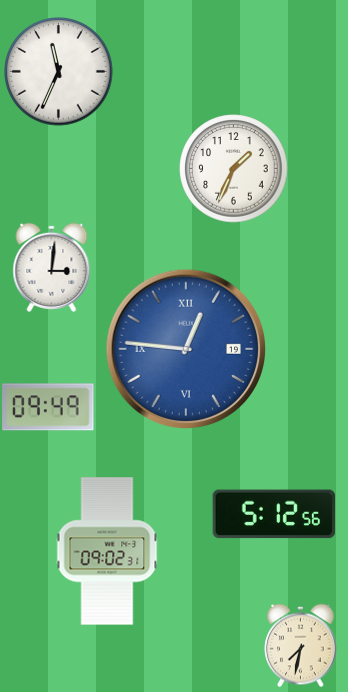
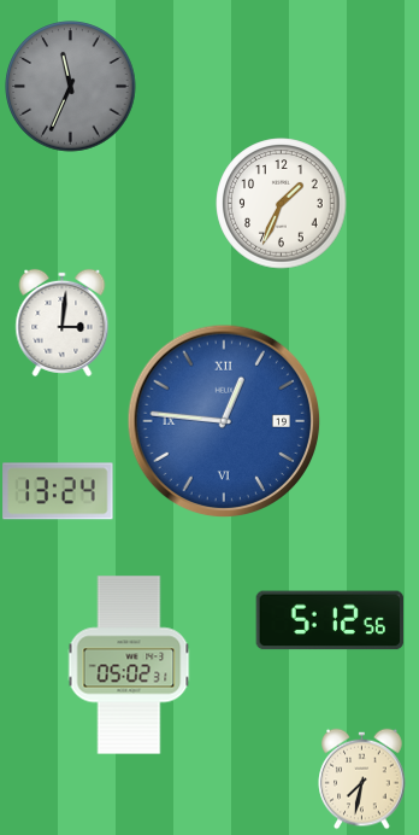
clock at (59, 72) dial: white -> grey
clock at (48, 407): 09:49 -> 13:24
clock at (107, 551): 09:02 -> 05:02
